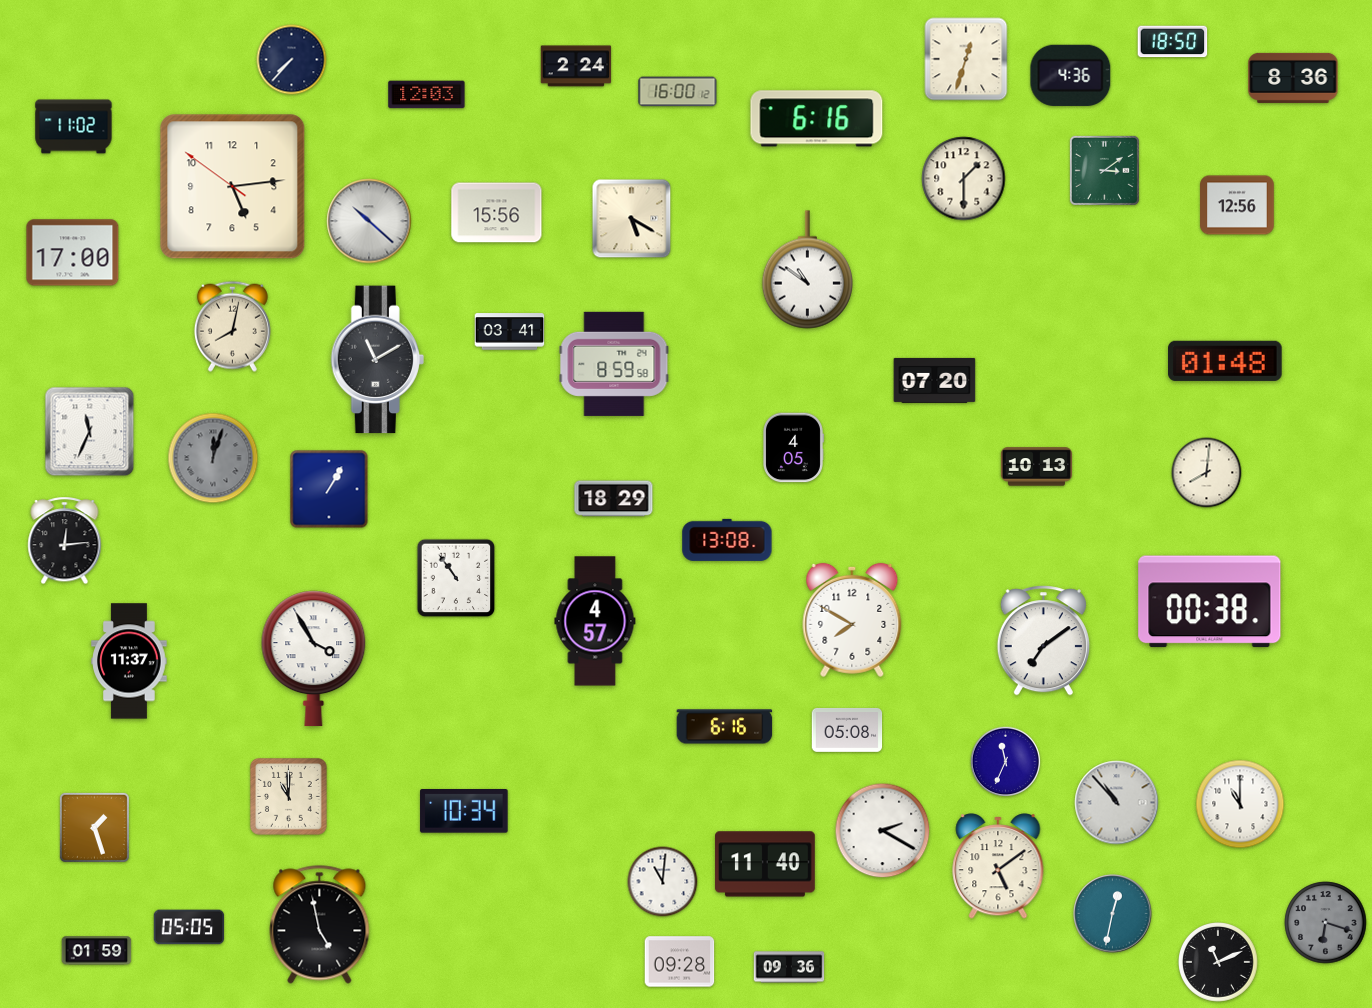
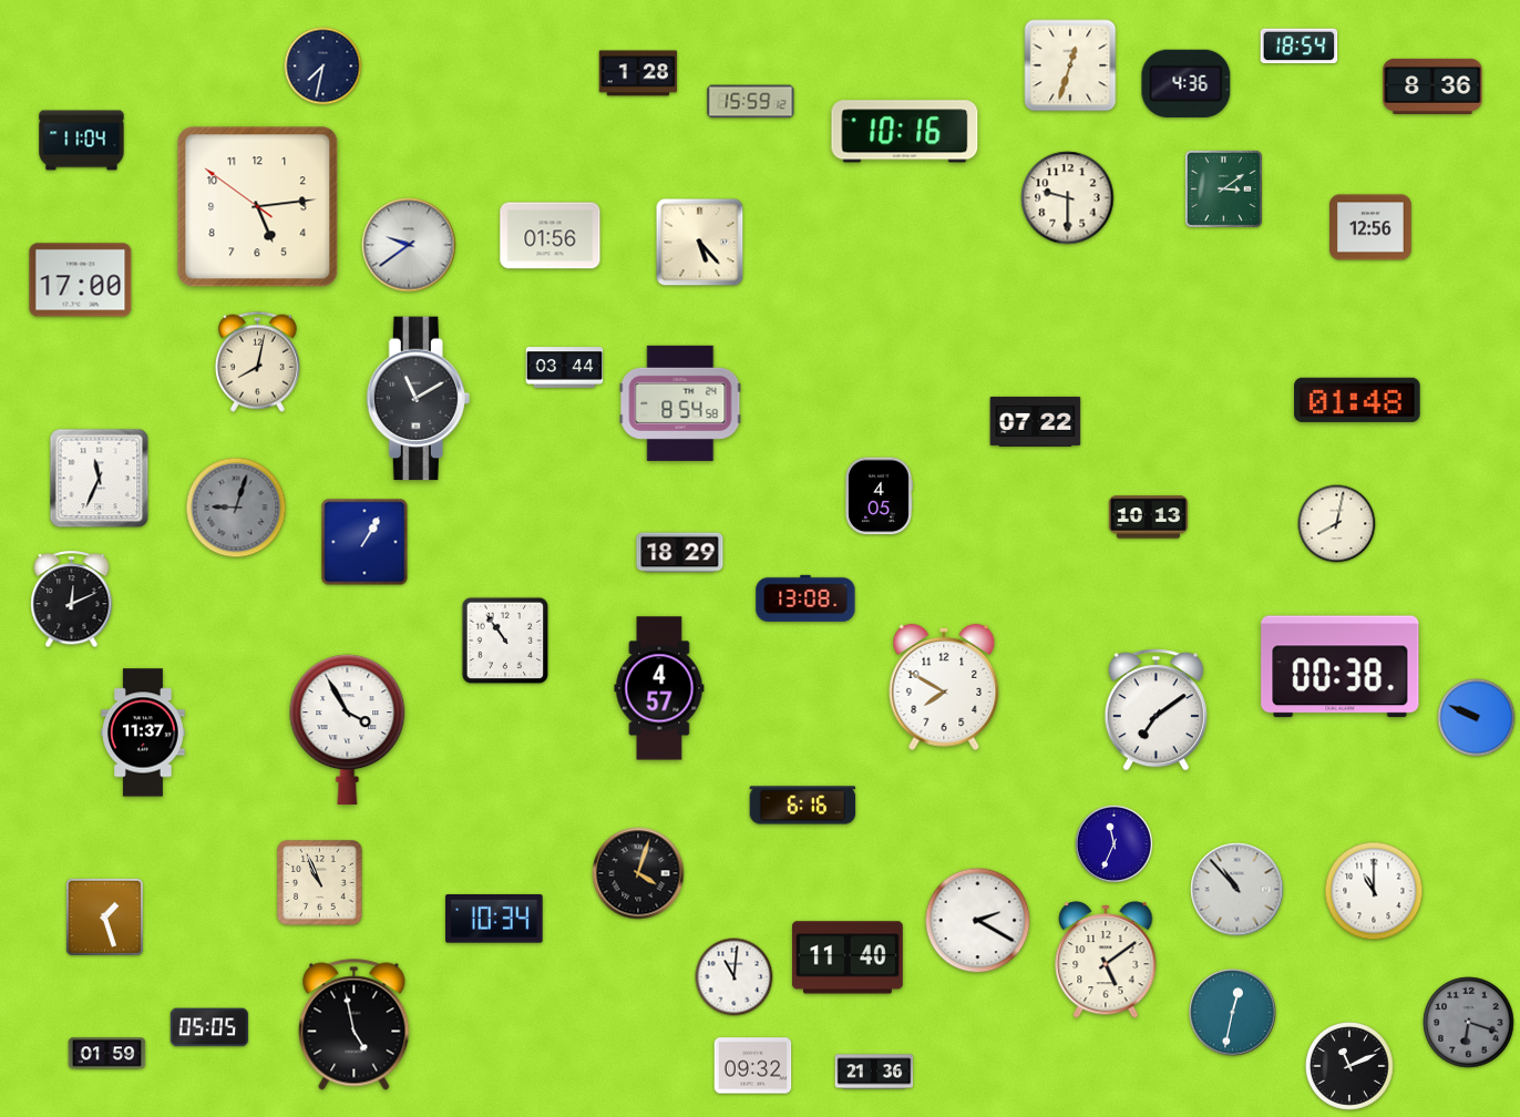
clock at (1173, 42): 18:50 -> 18:54
clock at (292, 60): 7:37 -> 7:32
clock at (576, 66): 2:24 -> 1:28
clock at (678, 92): 16:00 -> 15:59
clock at (427, 95): 12:03 -> none
clock at (817, 119): 6:16 -> 10:16
clock at (74, 127): 11:02 -> 11:04
clock at (964, 179): 1:30 -> 9:30
clock at (497, 213): 15:56 -> 01:56
clock at (632, 219): 5:20 -> 5:23
clock at (369, 221): 10:22 -> 9:39
clock at (807, 270): 10:51 -> none
clock at (510, 332): 03:41 -> 03:44
clock at (614, 364): 8:59 -> 8:54
clock at (935, 380): 07:20 -> 07:22
clock at (213, 458): 12:03 -> 9:03
clock at (1207, 473): 8:01 -> 8:02
clock at (65, 541): 12:14 -> 12:11
clock at (1477, 718): none -> 9:49
clock at (847, 730): 05:08 -> none
clock at (638, 873): none -> 4:03
clock at (289, 797): 11:00 -> 10:56
clock at (464, 811) position: (464, 811) -> (494, 919)
clock at (680, 962): 09:28 -> 09:32
clock at (789, 967): 09:36 -> 21:36
